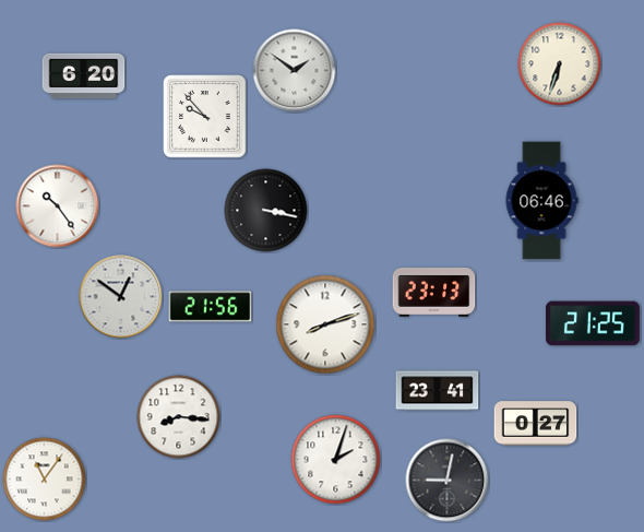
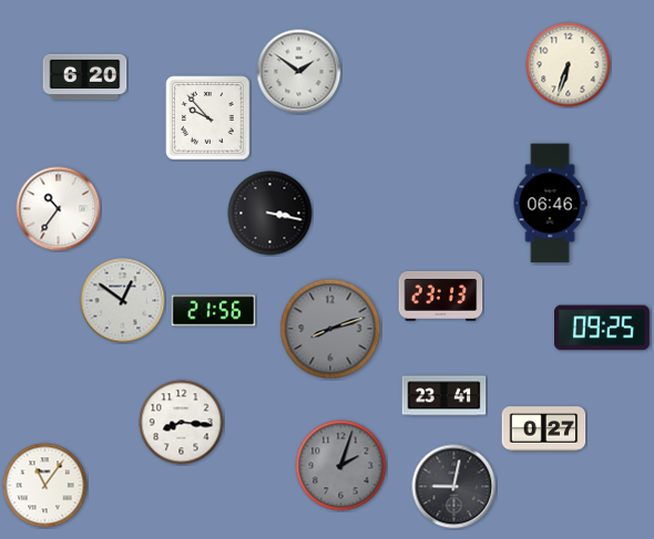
clock at (58, 206): 10:24 -> 10:36
clock at (594, 323): 21:25 -> 09:25
clock at (325, 324) dial: white -> grey
clock at (336, 460) dial: white -> grey
